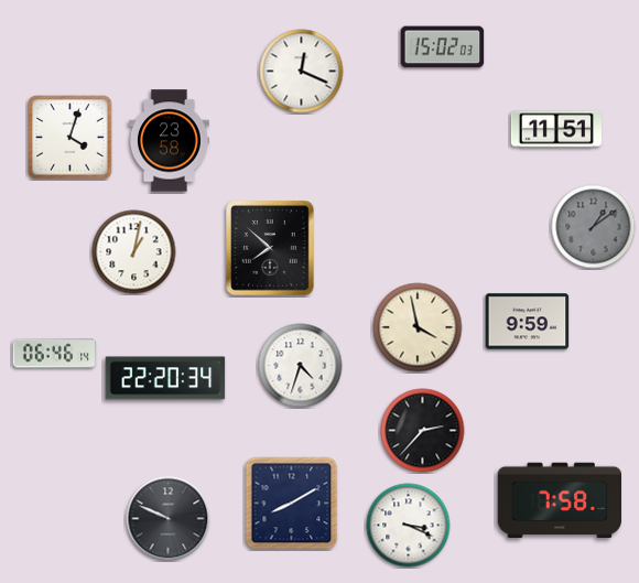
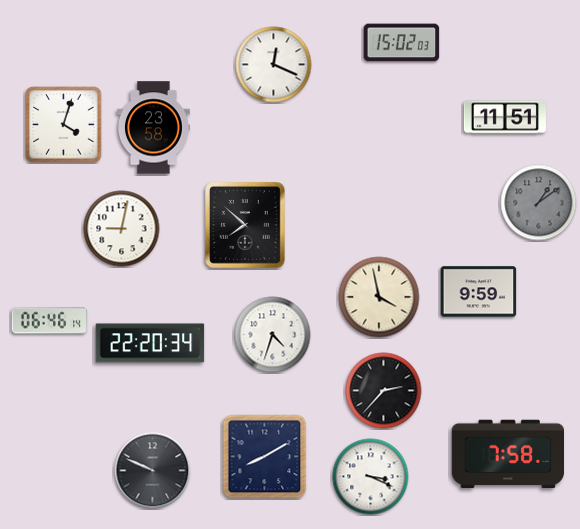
clock at (594, 227) position: (594, 227) -> (539, 203)
clock at (134, 252): 1:02 -> 9:02
clock at (301, 366) position: (301, 366) -> (273, 335)
